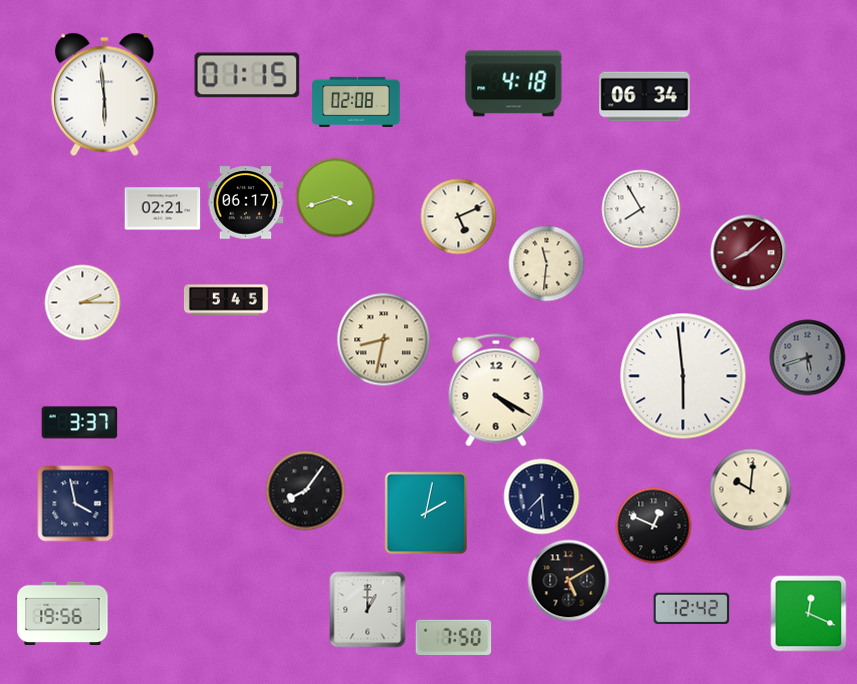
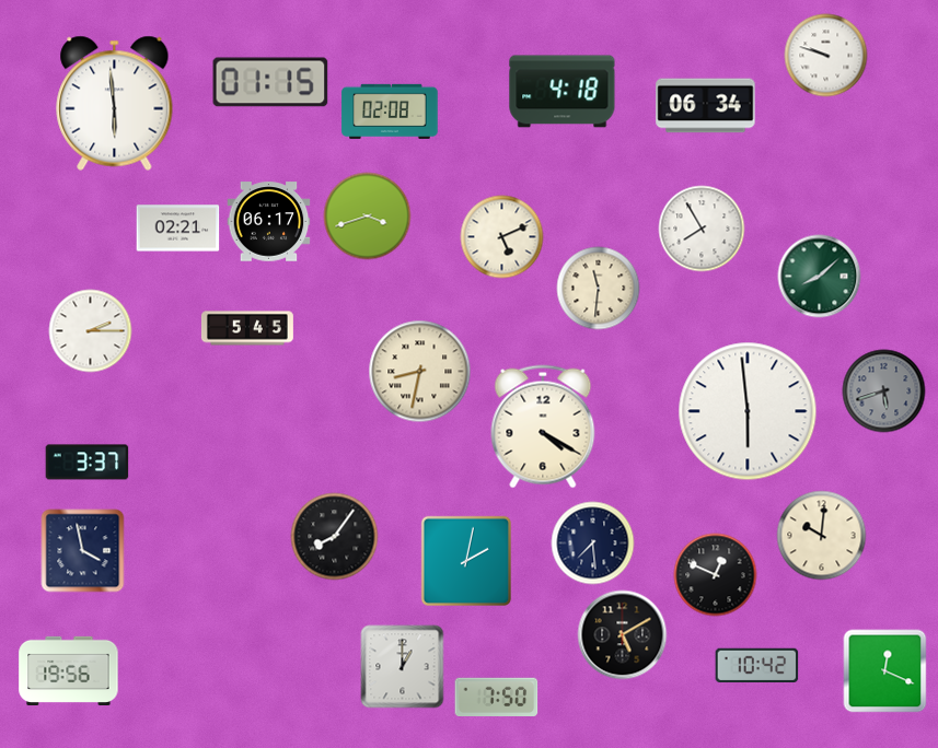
clock at (826, 56): none -> 9:48
clock at (749, 253) dial: burgundy -> green
clock at (692, 608): 12:42 -> 10:42
